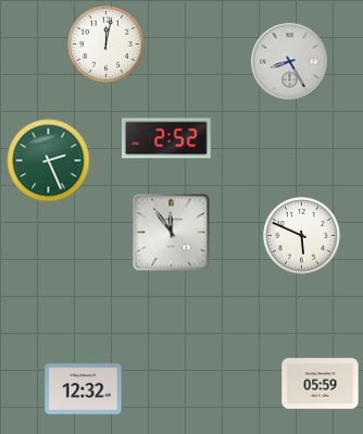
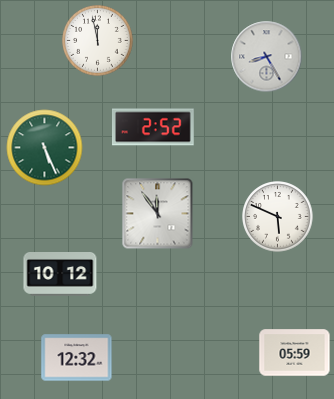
clock at (107, 45): 12:02 -> 11:58
clock at (49, 161): 2:26 -> 5:26
clock at (60, 275): none -> 10:12
